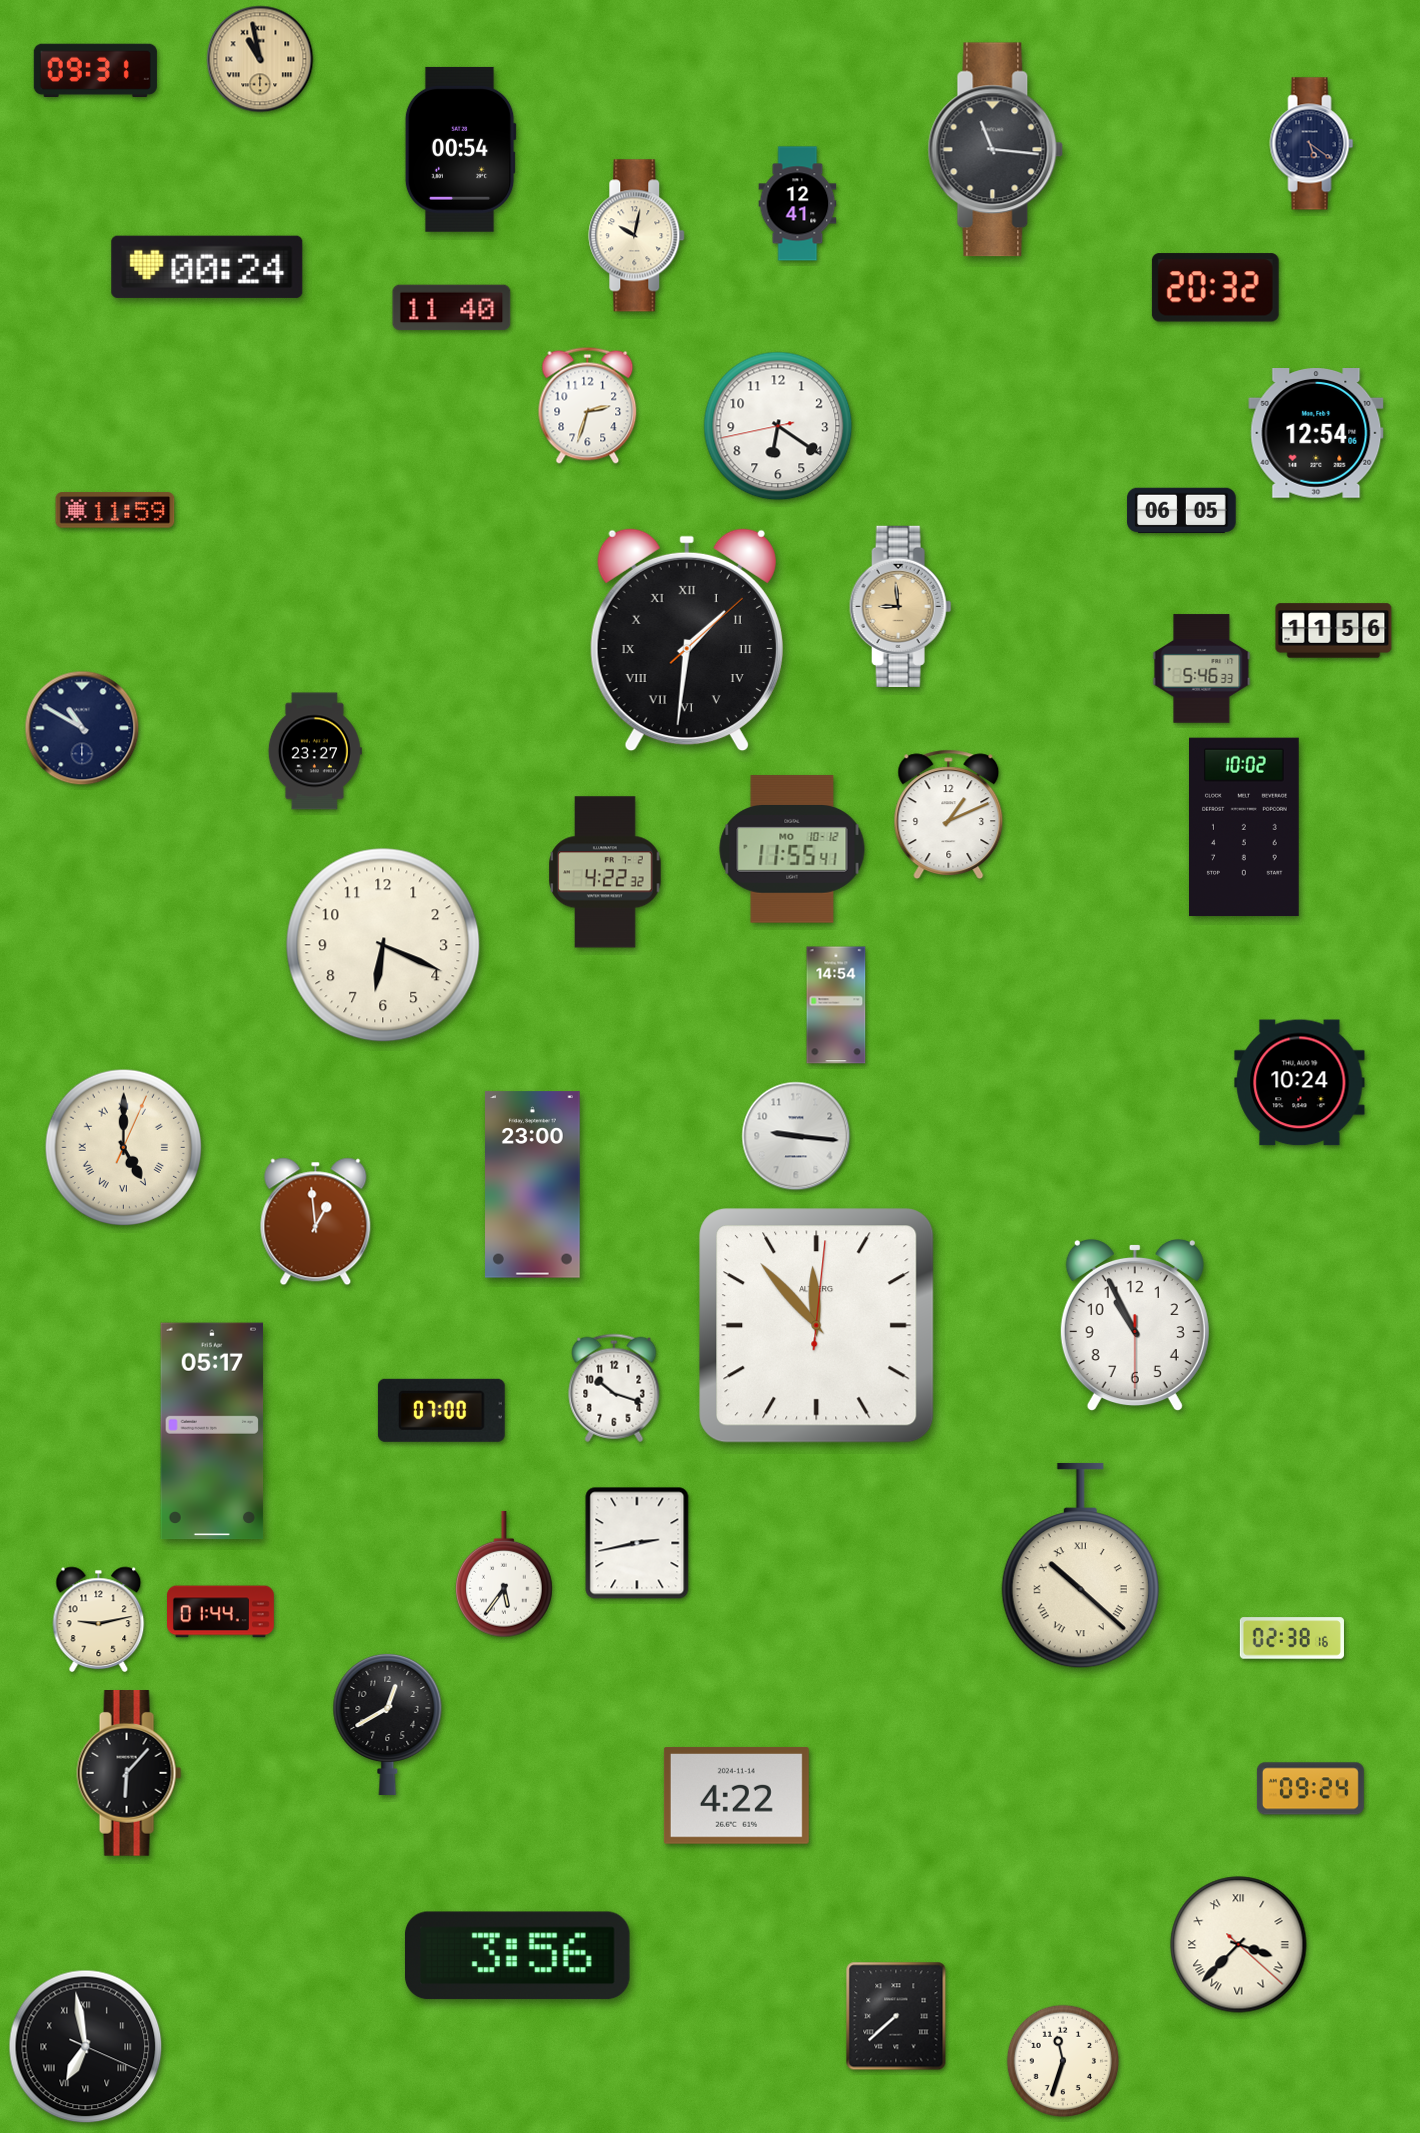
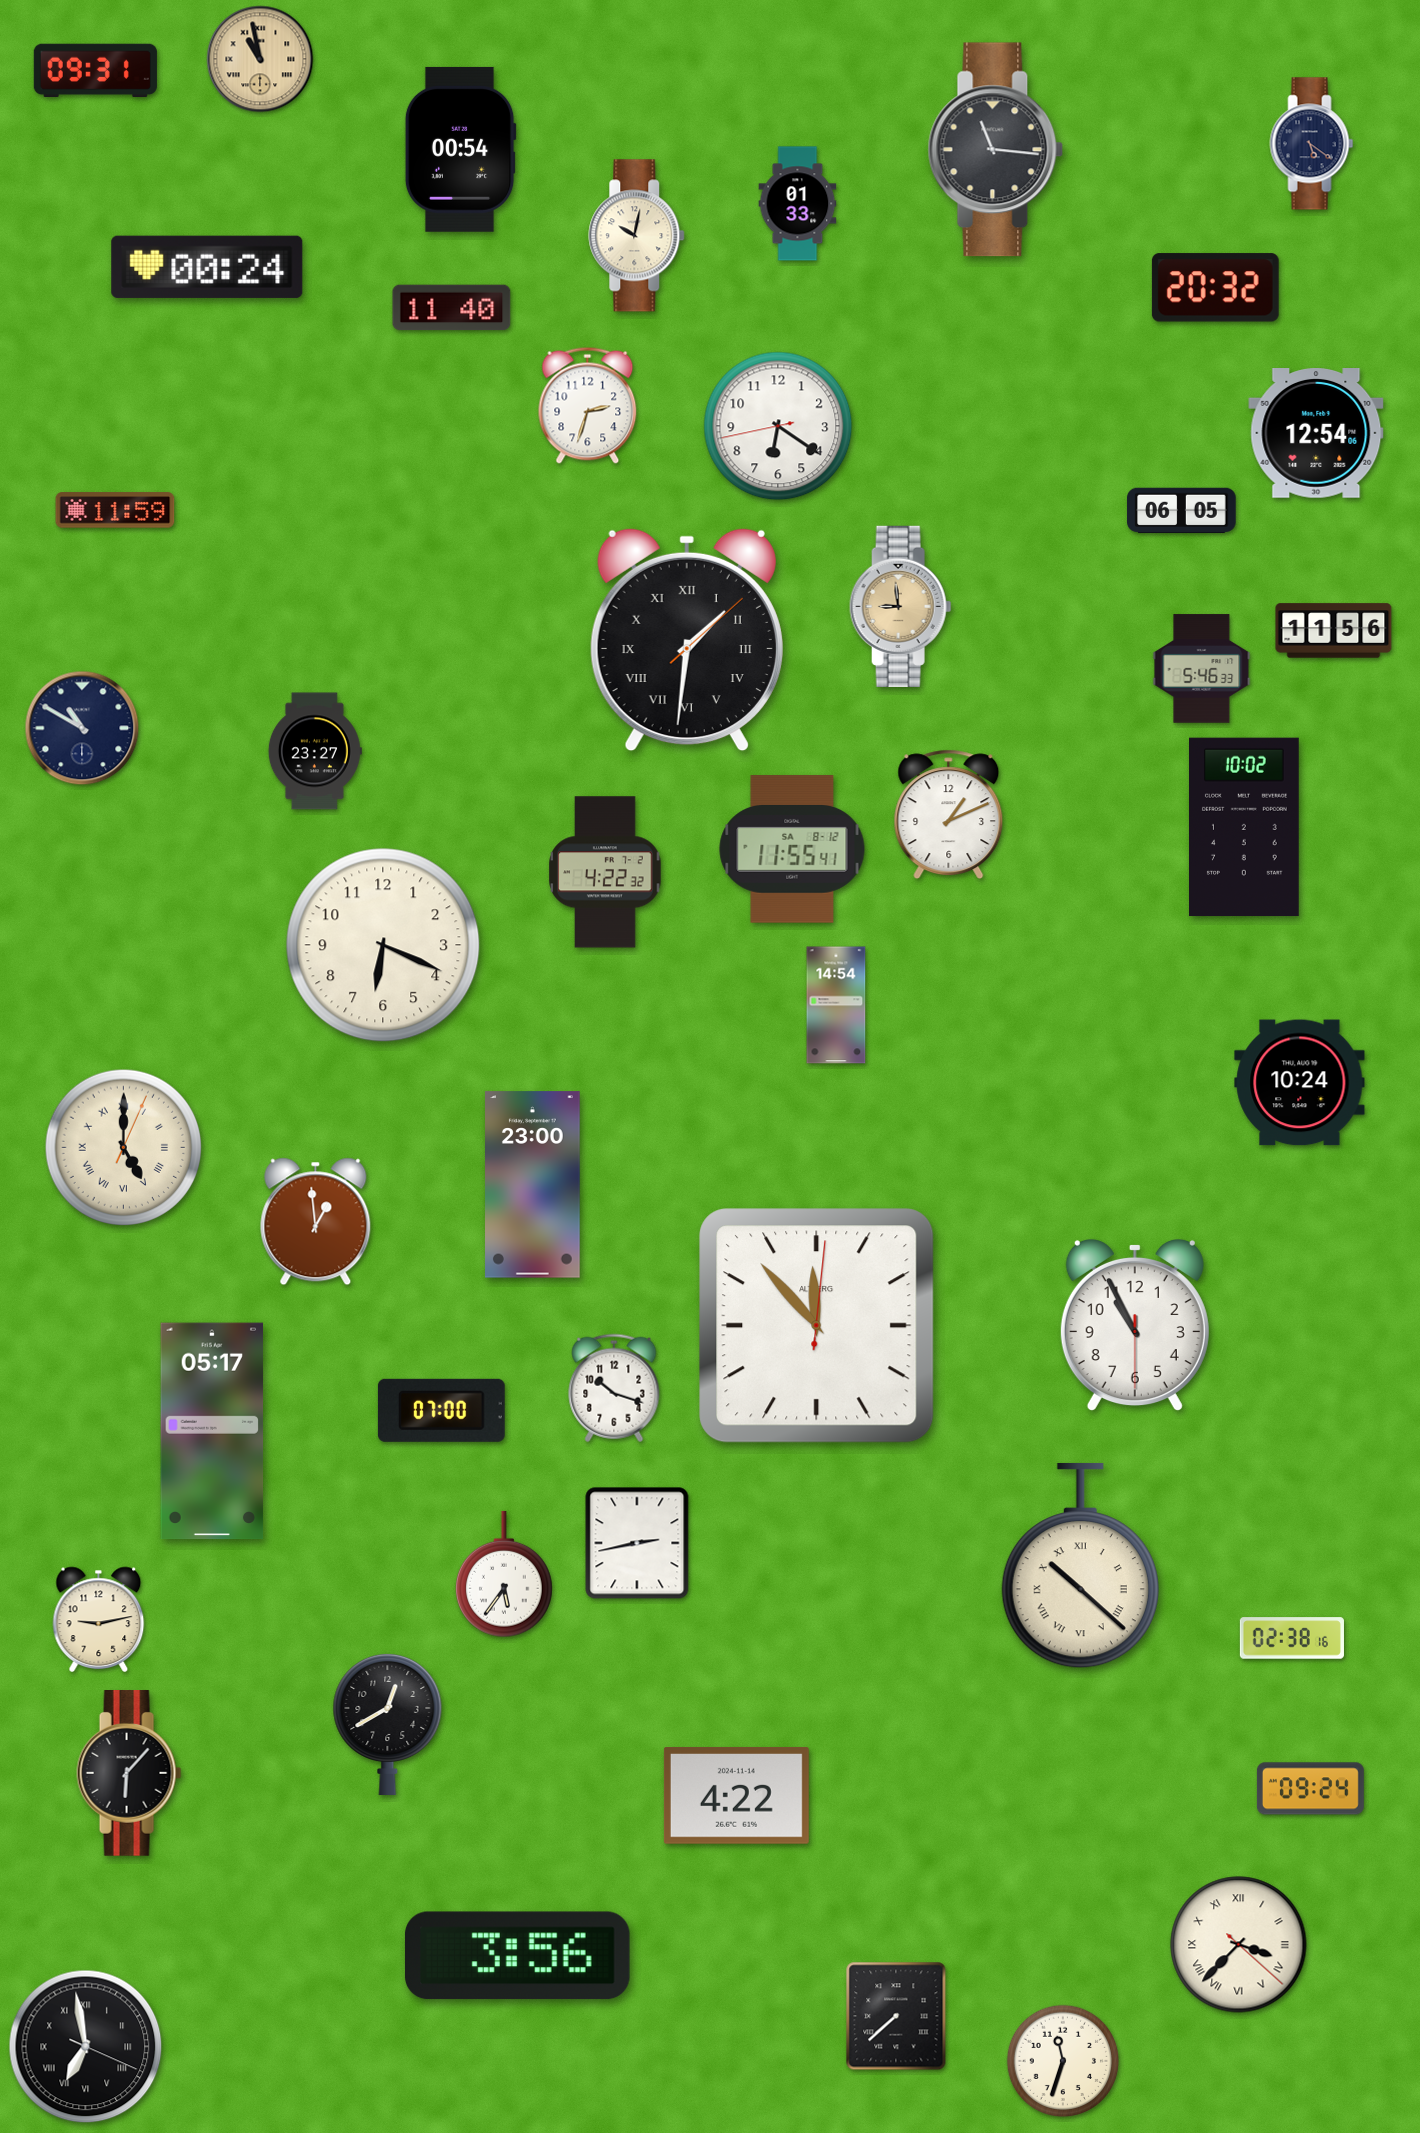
clock at (798, 204): 12:41 -> 01:33
clock at (792, 849) date: MO 10-12 -> SA 8-12
clock at (796, 1136): 9:16 -> none
clock at (221, 1612): 01:44 -> none
